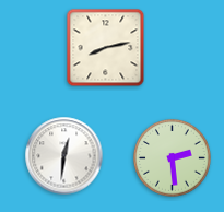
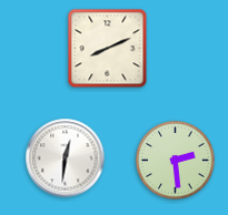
clock at (106, 48): 8:13 -> 8:11
